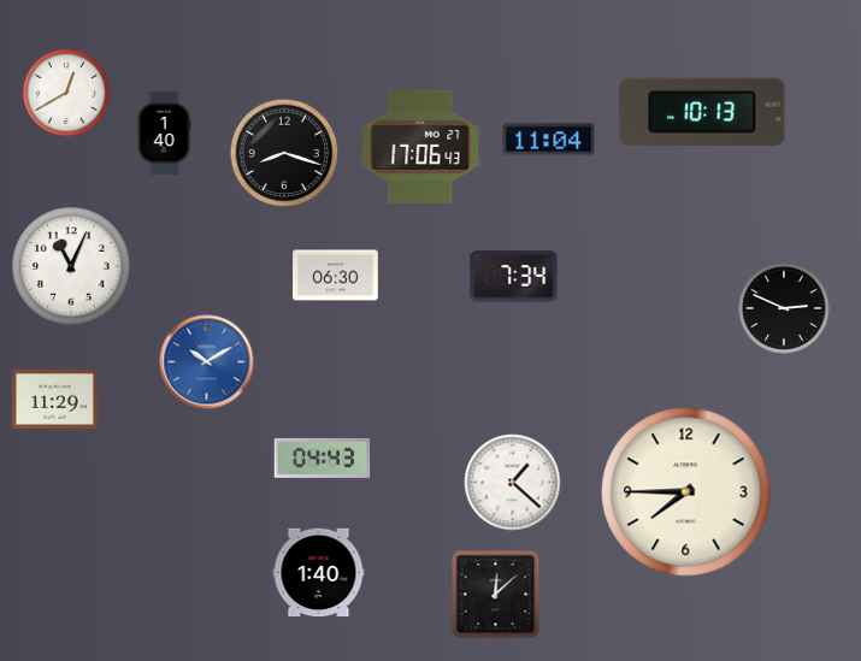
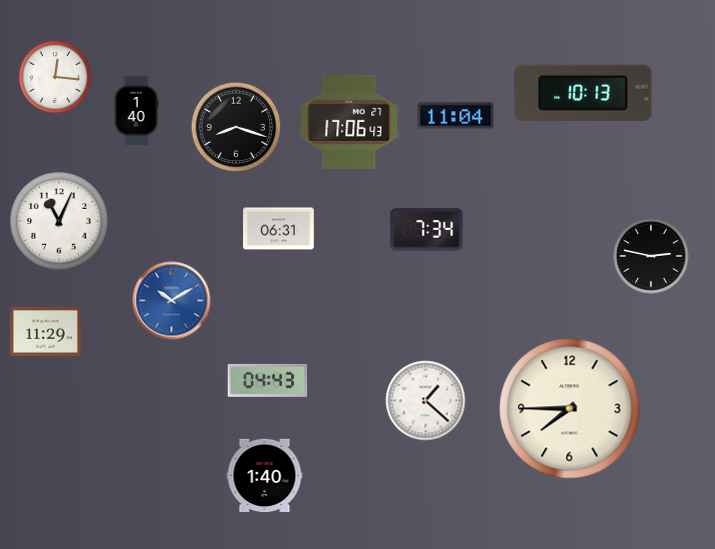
clock at (66, 93): 12:40 -> 12:16
clock at (336, 276): 06:30 -> 06:31
clock at (784, 308): 2:49 -> 2:47
clock at (496, 595): 12:08 -> none
